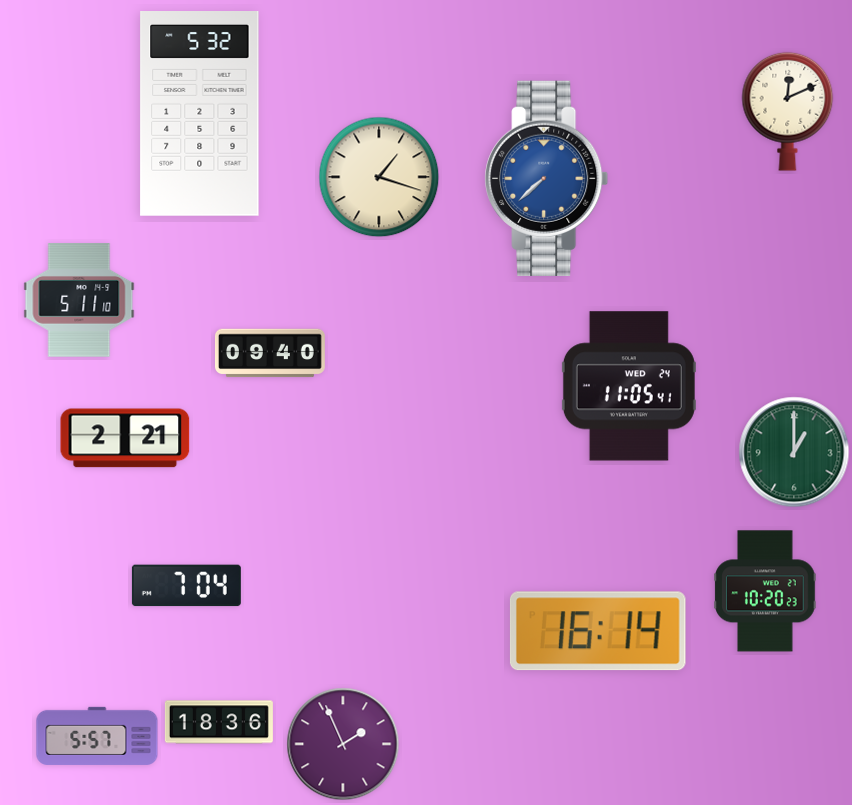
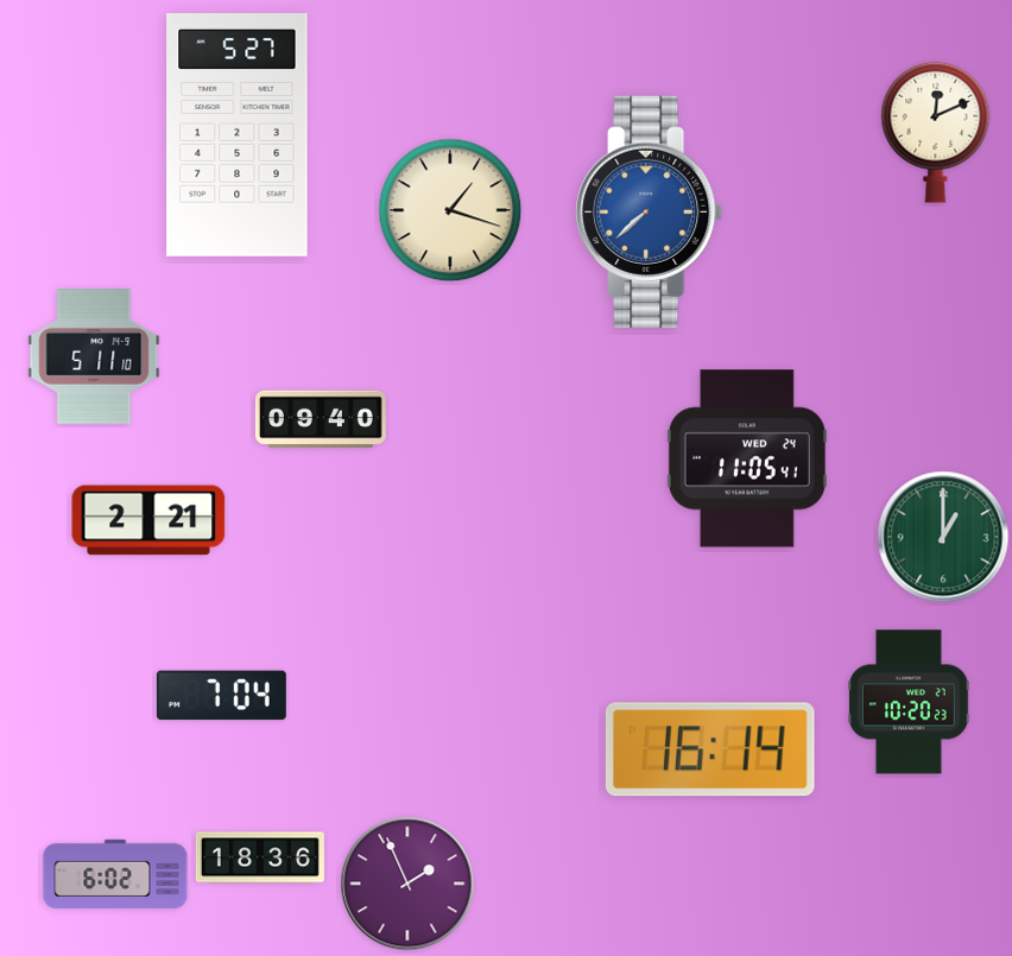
clock at (200, 114): 5:32 -> 5:27
clock at (97, 736): 5:57 -> 6:02
